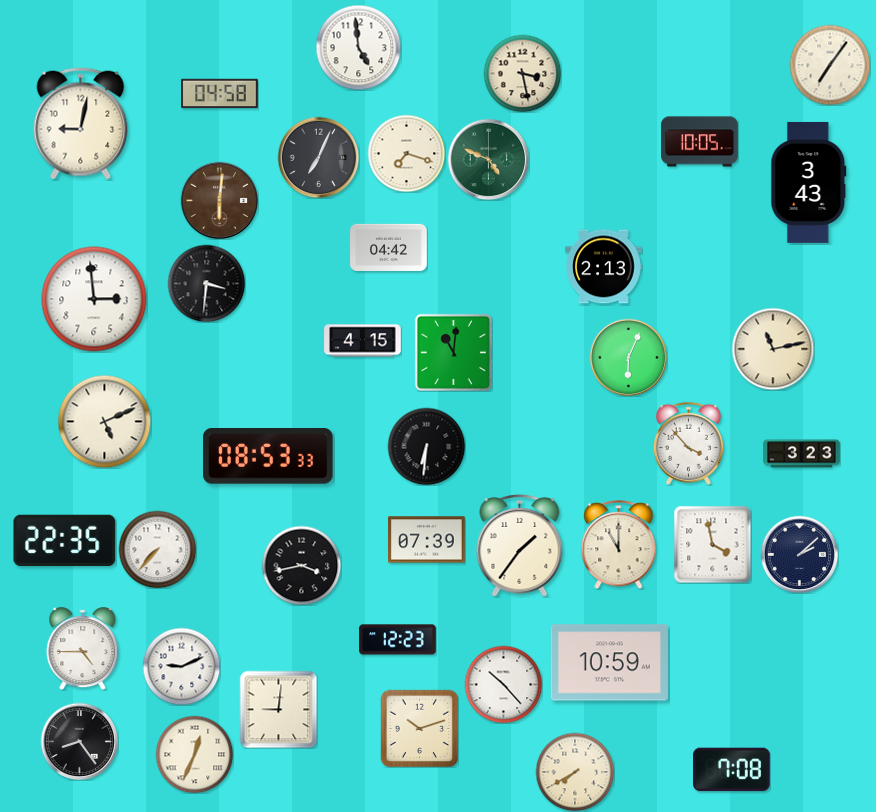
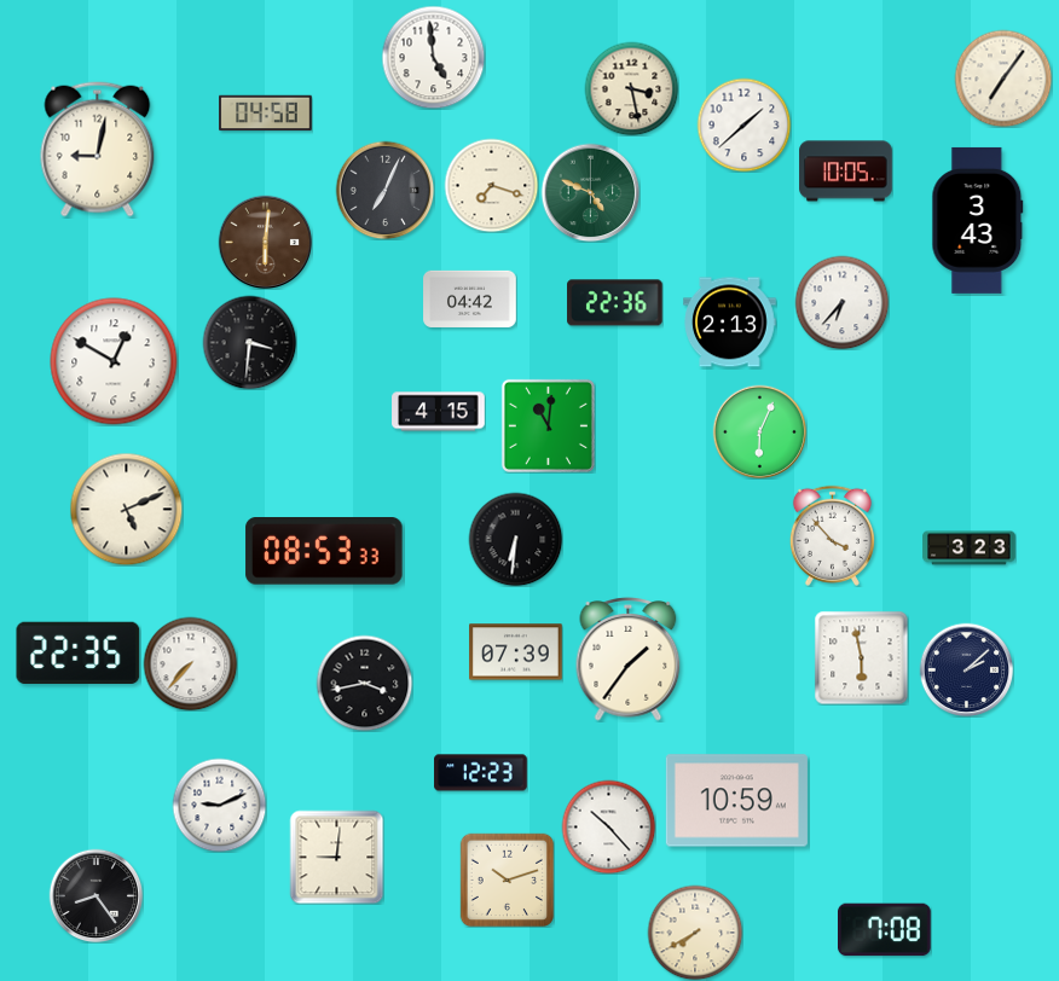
clock at (743, 124): none -> 1:38
clock at (841, 302): none -> 6:37
clock at (615, 303): none -> 22:36
clock at (94, 299): 2:59 -> 12:50
clock at (773, 349): 11:13 -> none
clock at (712, 544): 3:58 -> 5:58
clock at (619, 545): 11:00 -> none
clock at (83, 649): 4:45 -> none
clock at (194, 754): 12:34 -> none
